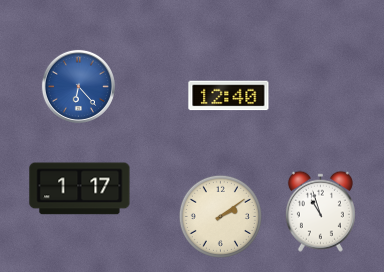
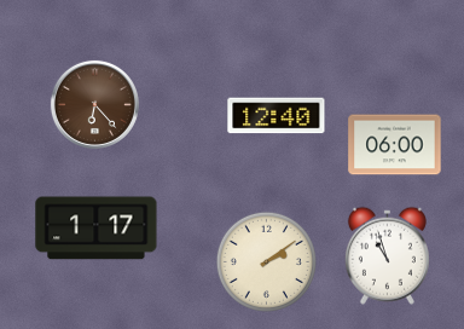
clock at (78, 86) dial: blue -> brown
clock at (395, 145): none -> 06:00
